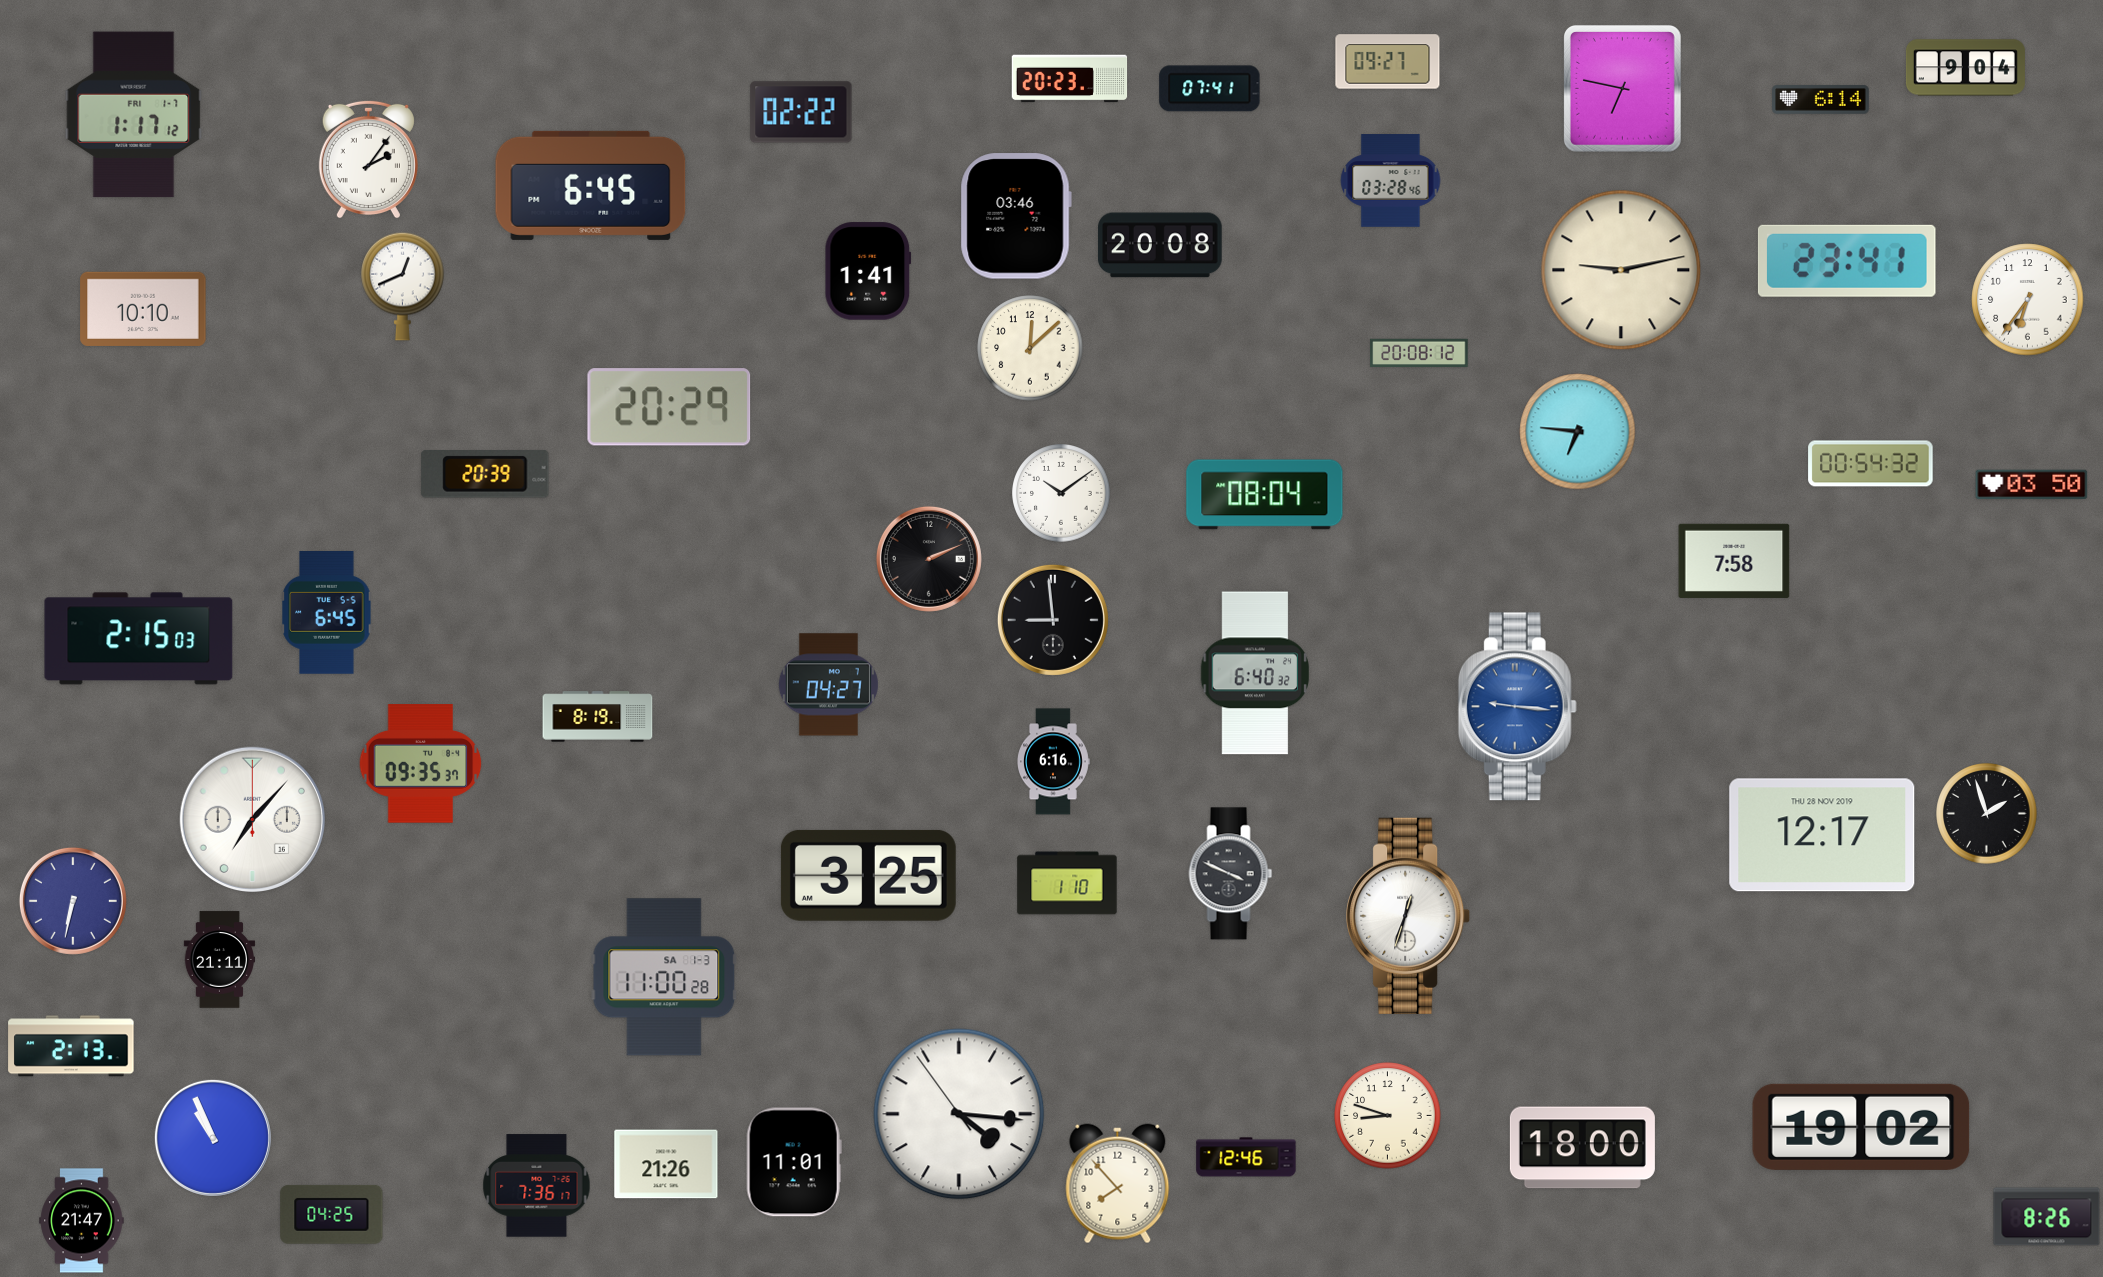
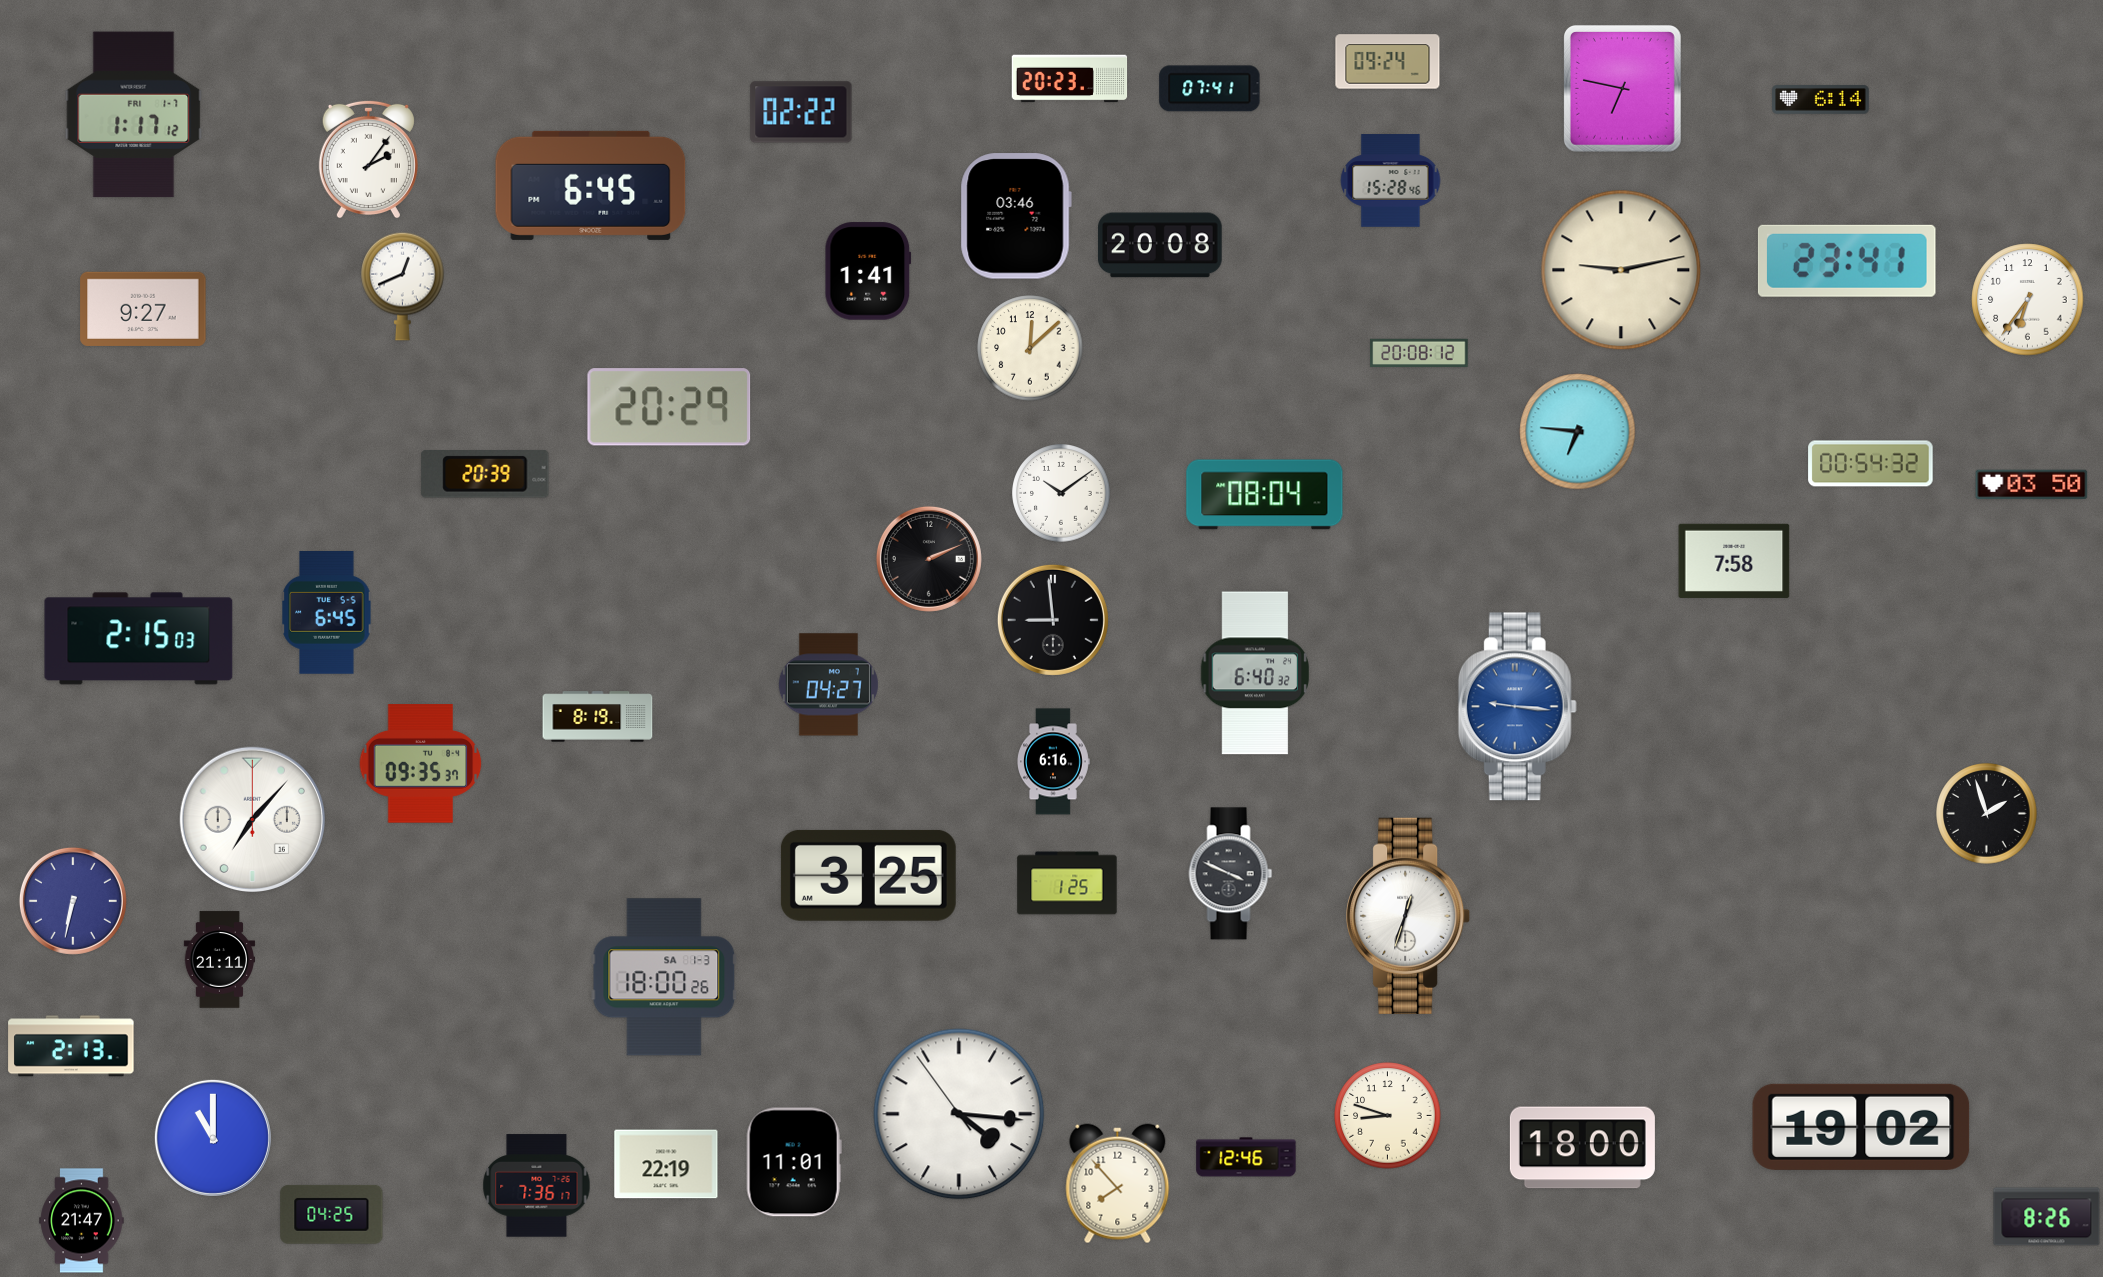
clock at (1388, 62): 09:27 -> 09:24
clock at (1965, 68): 9:04 -> none
clock at (1391, 181): 03:28 -> 15:28
clock at (143, 309): 10:10 -> 9:27
clock at (1822, 835): 12:17 -> none
clock at (1067, 883): 1:10 -> 1:25
clock at (664, 977): 11:00 -> 18:00
clock at (213, 1138): 10:56 -> 11:00
clock at (666, 1164): 21:26 -> 22:19
